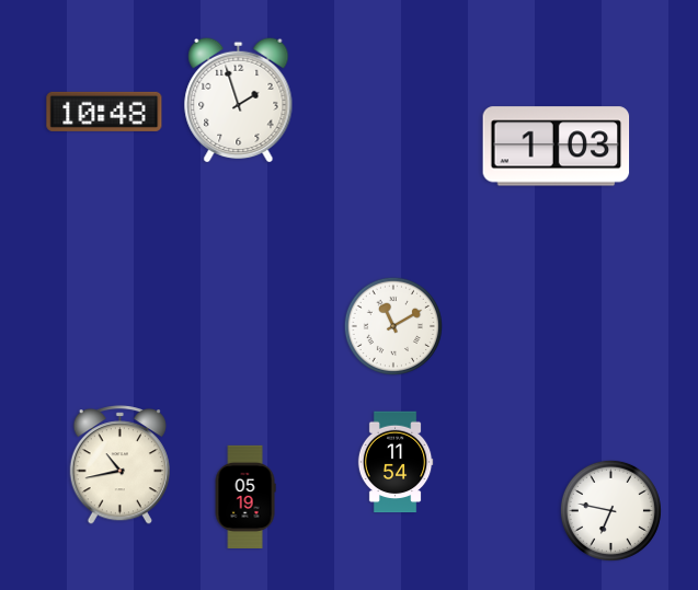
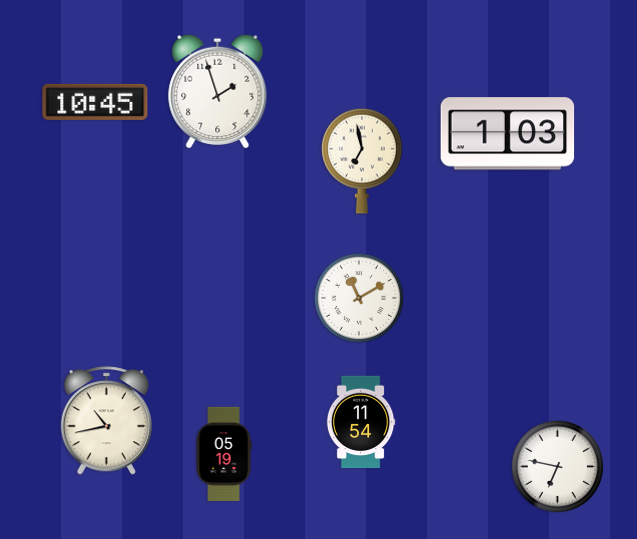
clock at (104, 112): 10:48 -> 10:45
clock at (362, 161): none -> 6:58
clock at (119, 465) position: (119, 465) -> (106, 421)
